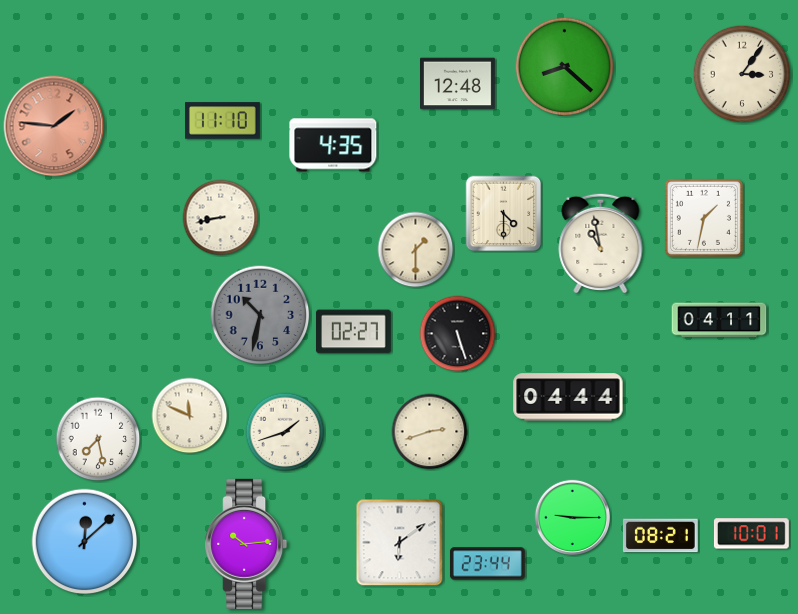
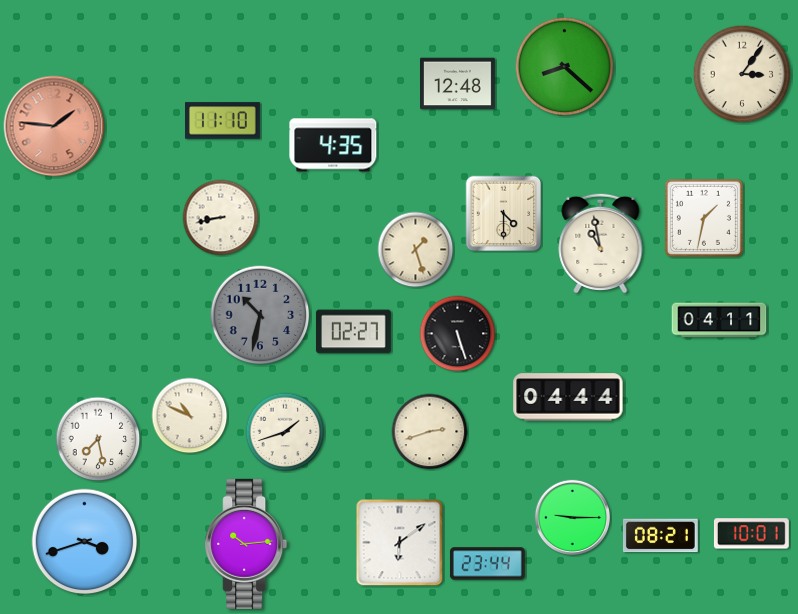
clock at (416, 250): 1:30 -> 1:27
clock at (190, 416): 11:49 -> 10:49
clock at (85, 542): 12:08 -> 3:42
